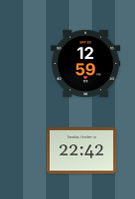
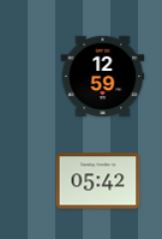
clock at (82, 151): 22:42 -> 05:42
